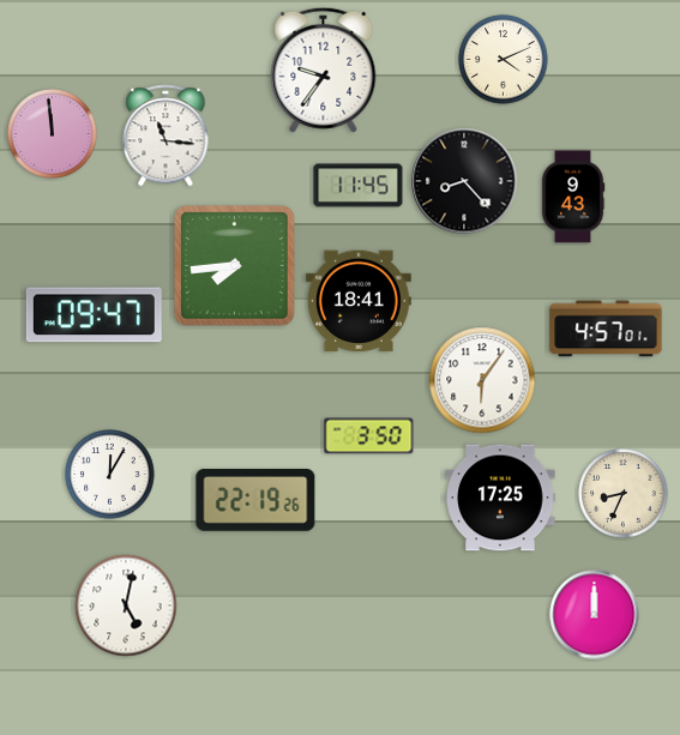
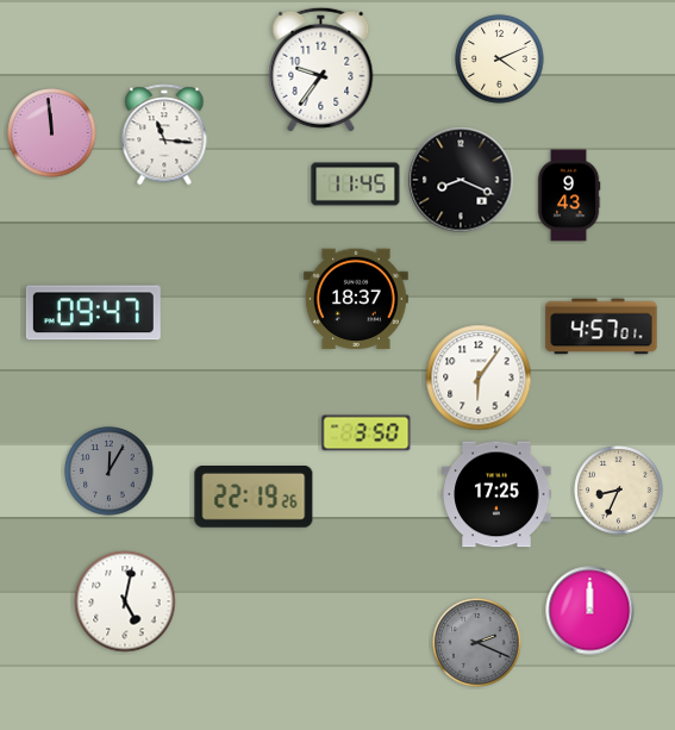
clock at (464, 181): 8:23 -> 8:19
clock at (235, 266): 7:44 -> none
clock at (359, 301): 18:41 -> 18:37
clock at (110, 475) dial: white -> grey
clock at (477, 643): none -> 2:19
